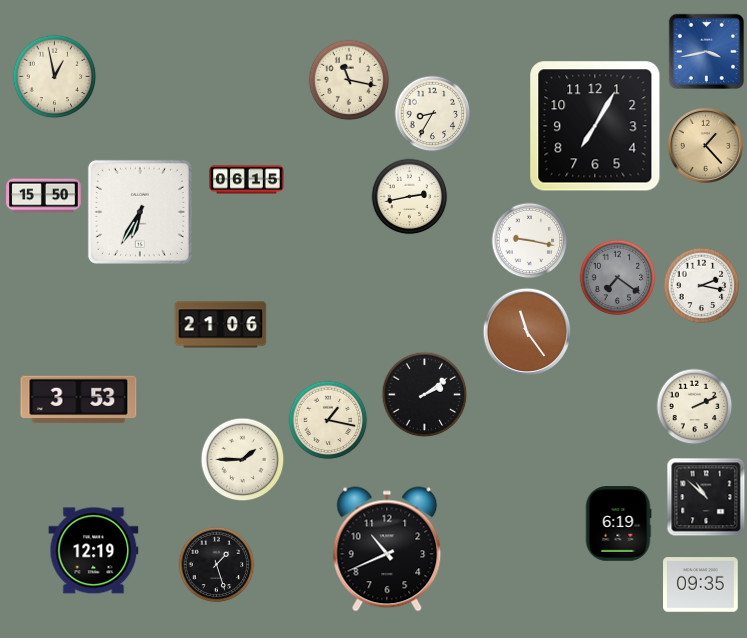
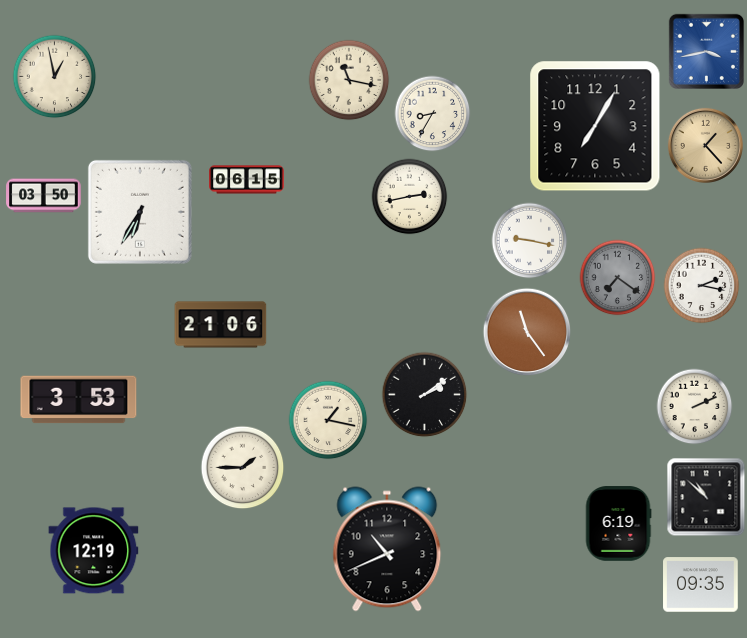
clock at (44, 196): 15:50 -> 03:50
clock at (243, 460) position: (243, 460) -> (243, 468)
clock at (217, 565): 1:27 -> none
